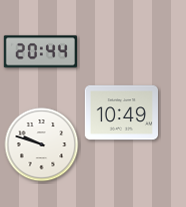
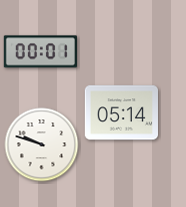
clock at (40, 52): 20:44 -> 00:01
clock at (121, 113): 10:49 -> 05:14
